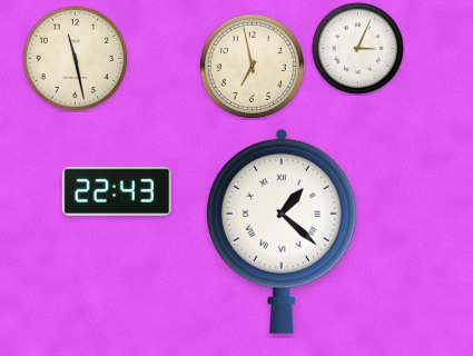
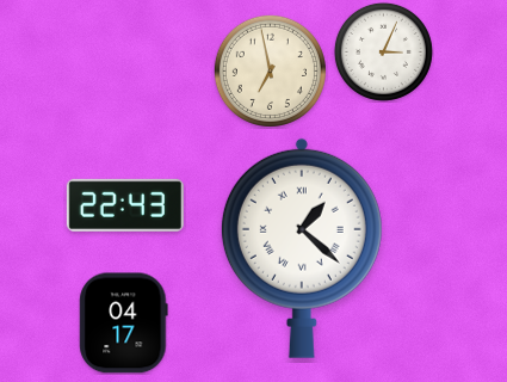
clock at (75, 58): 11:28 -> none
clock at (124, 324): none -> 04:17
